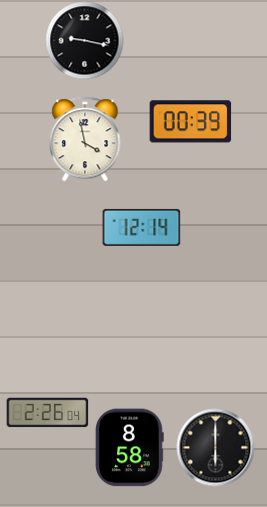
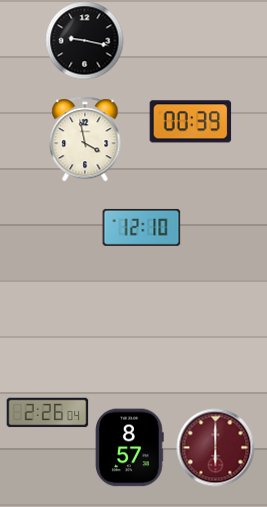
clock at (141, 227): 12:14 -> 12:10
clock at (130, 447): 8:58 -> 8:57
clock at (215, 447) dial: black -> burgundy
